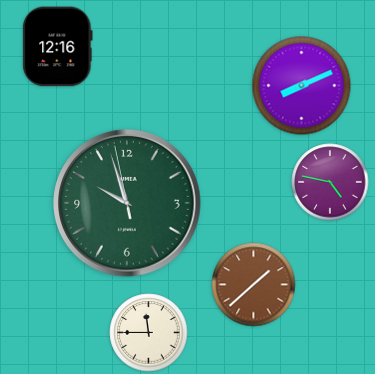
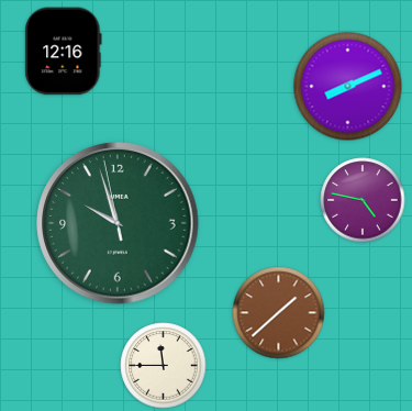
clock at (302, 86) position: (302, 86) -> (348, 87)
clock at (127, 203) position: (127, 203) -> (118, 223)
